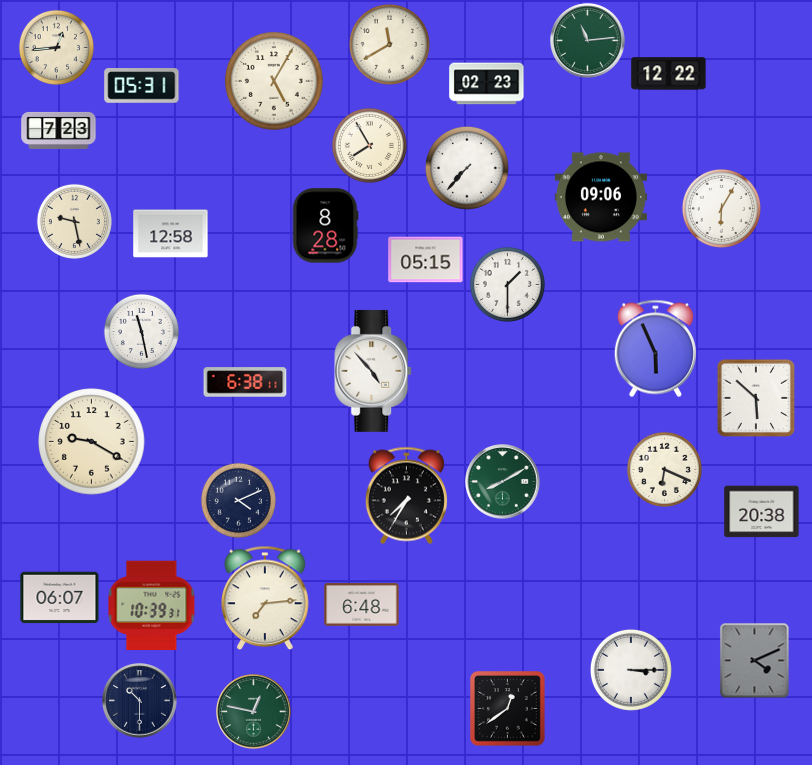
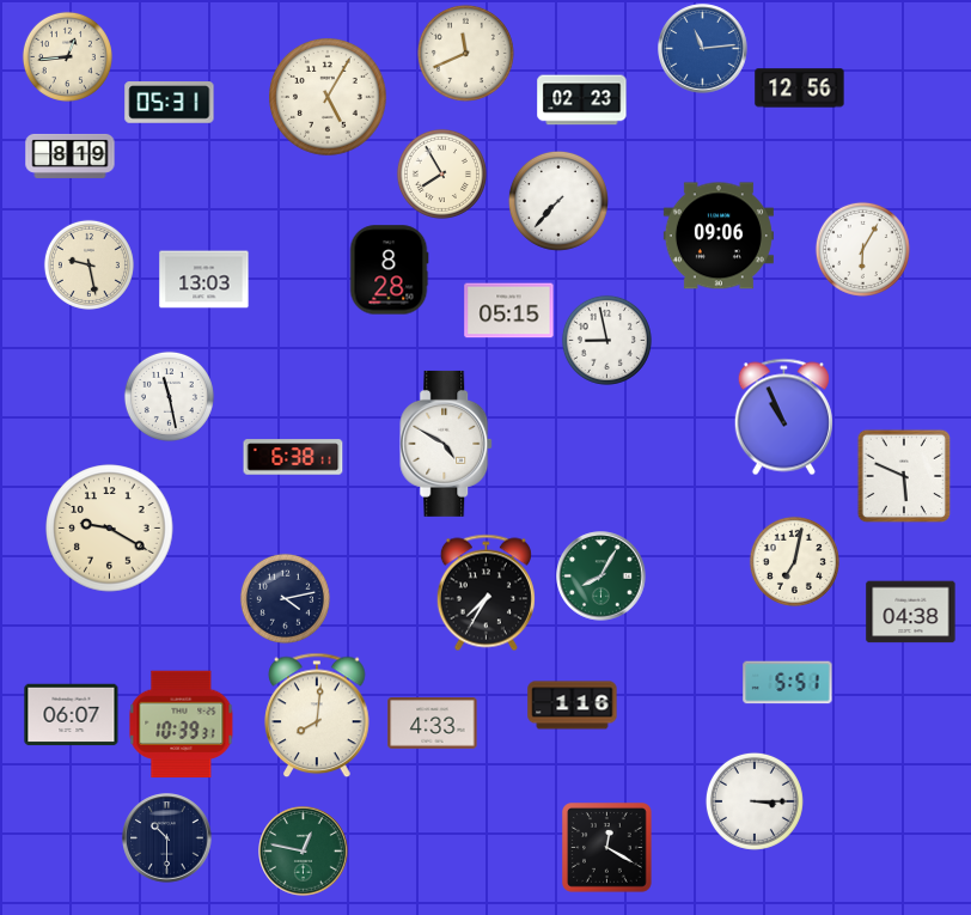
clock at (588, 41) dial: green -> blue
clock at (389, 44): 11:40 -> 11:41
clock at (669, 74): 12:22 -> 12:56
clock at (59, 130): 7:23 -> 8:19
clock at (171, 234): 12:58 -> 13:03
clock at (507, 284): 1:30 -> 8:58
clock at (655, 349): 5:56 -> 10:56
clock at (374, 371): 4:53 -> 4:50
clock at (756, 398): 5:52 -> 5:49
clock at (664, 469): 6:19 -> 7:02
clock at (503, 482): 8:10 -> 8:05
clock at (238, 500): 4:11 -> 4:13
clock at (762, 512): 20:38 -> 04:38
clock at (788, 683): none -> 5:51
clock at (573, 706): none -> 1:16
clock at (265, 598): 7:14 -> 8:01
clock at (362, 605): 6:48 -> 4:33
clock at (755, 661): 4:11 -> none
clock at (508, 709): 12:39 -> 12:20
